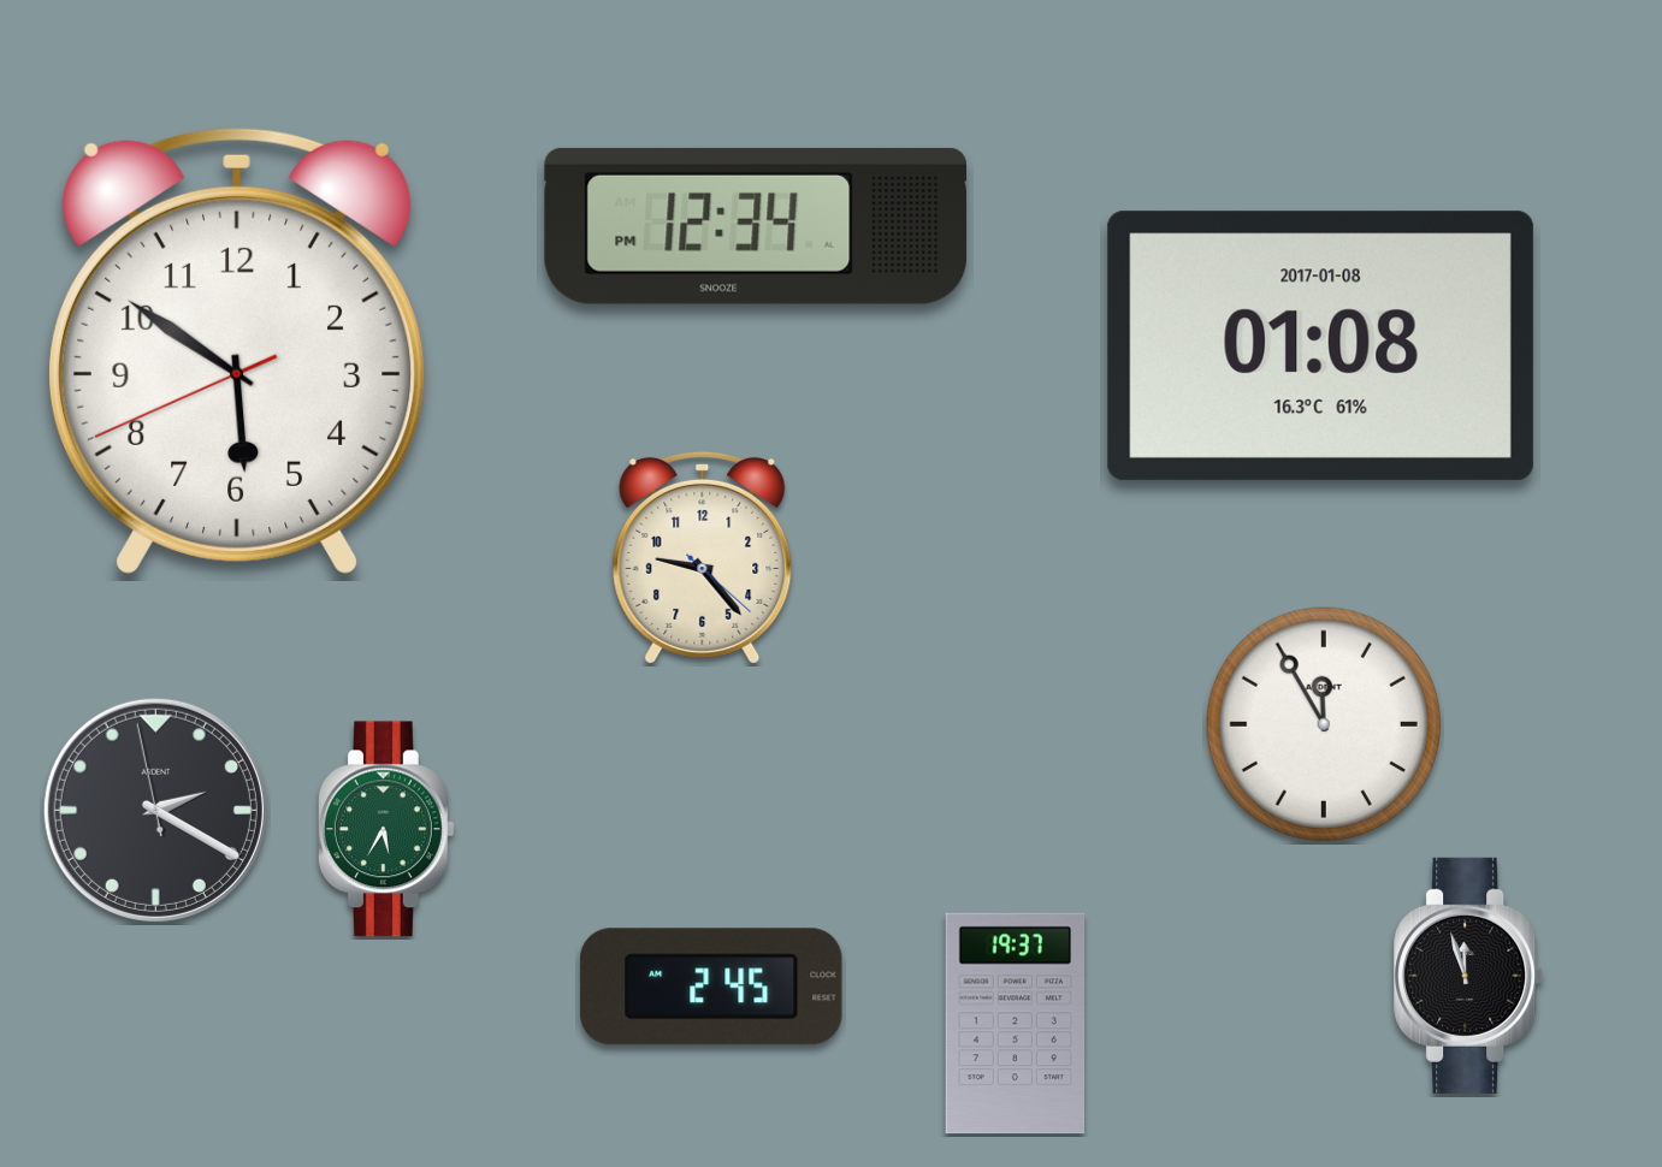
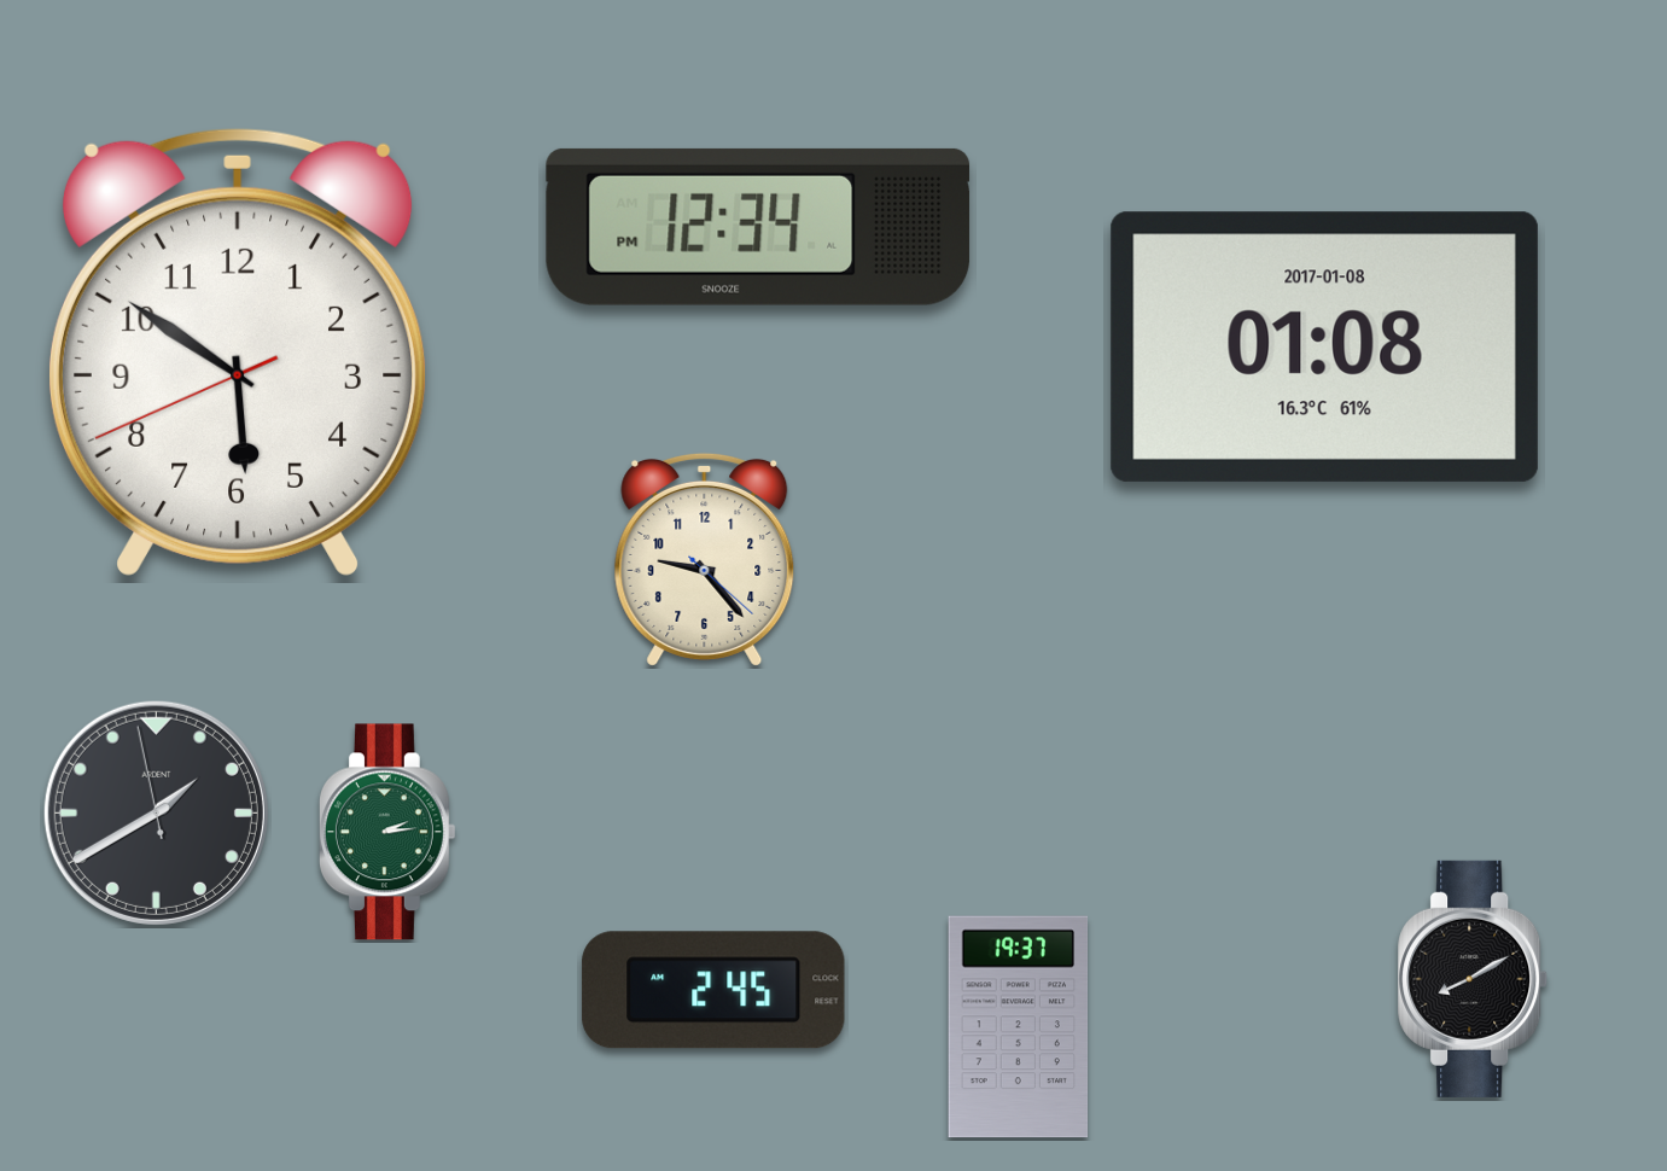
clock at (1324, 724): 11:55 -> none
clock at (155, 810): 2:19 -> 1:39
clock at (386, 829): 5:35 -> 2:14
clock at (1469, 976): 11:57 -> 8:10
